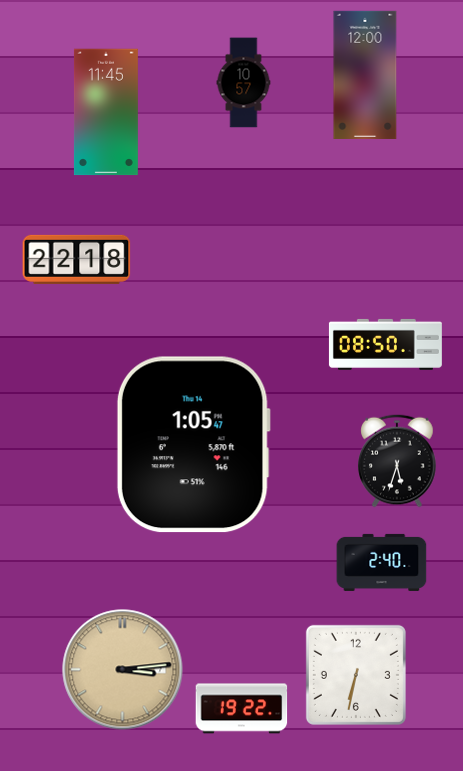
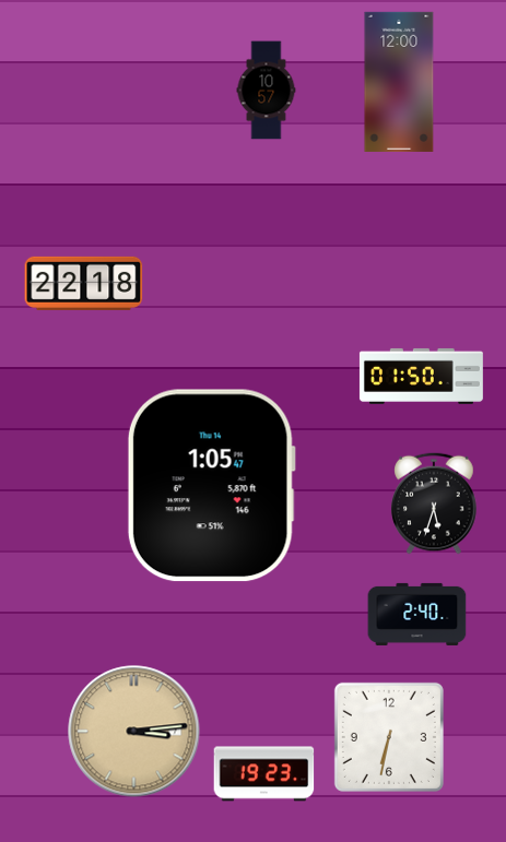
clock at (106, 112): 11:45 -> none
clock at (385, 344): 08:50 -> 01:50
clock at (242, 709): 19:22 -> 19:23
